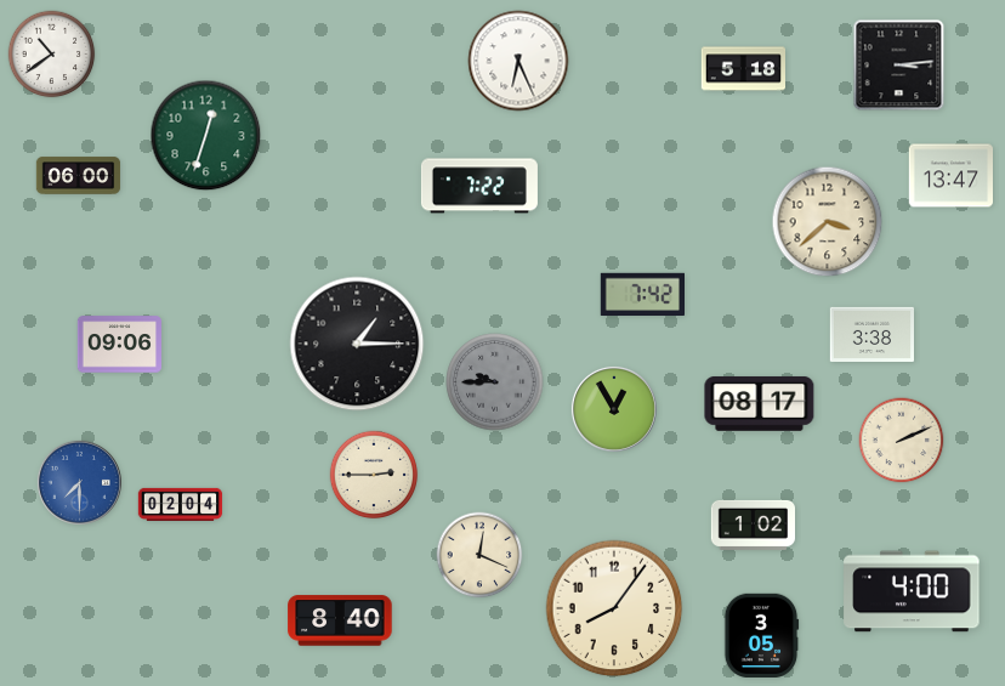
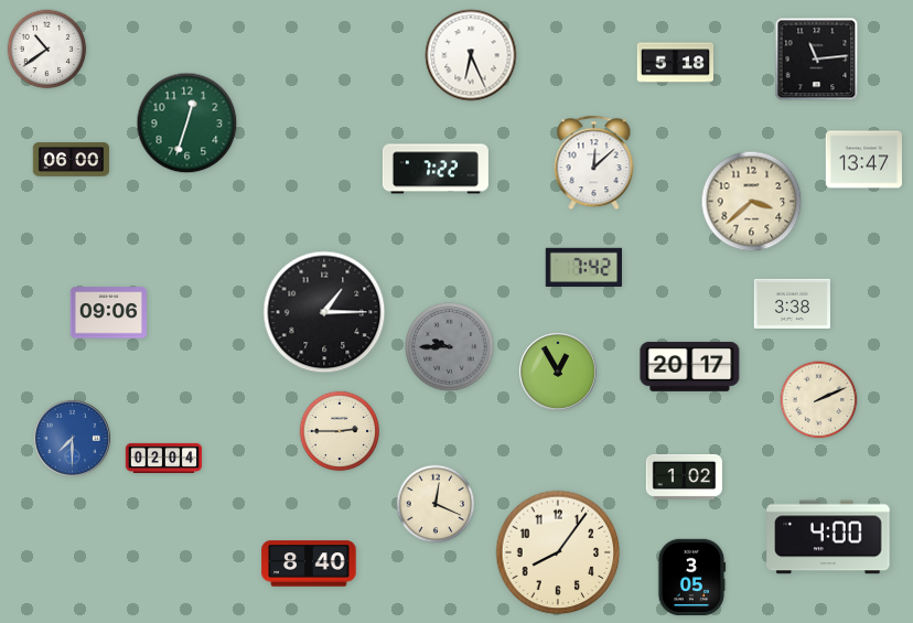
clock at (899, 66): 3:14 -> 11:14
clock at (594, 163): none -> 12:08
clock at (760, 403): 08:17 -> 20:17
